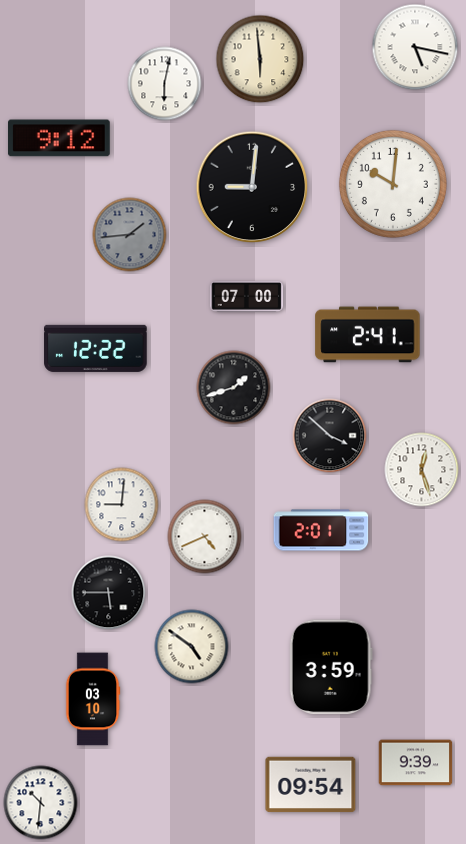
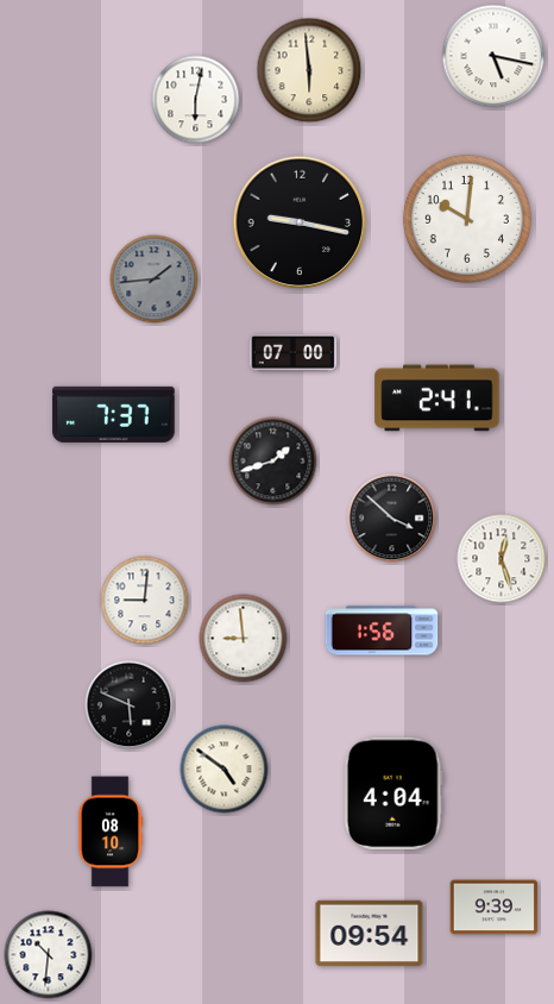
clock at (60, 138): 9:12 -> none
clock at (252, 187): 9:01 -> 9:17
clock at (96, 348): 12:22 -> 7:37
clock at (234, 388) position: (234, 388) -> (273, 462)
clock at (321, 530): 2:01 -> 1:56
clock at (205, 537): 4:41 -> 8:59
clock at (109, 593): 5:45 -> 5:49
clock at (192, 647) position: (192, 647) -> (225, 770)
clock at (331, 667): 3:59 -> 4:04
clock at (93, 699): 03:10 -> 08:10
